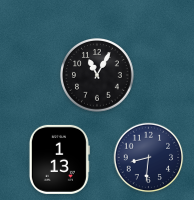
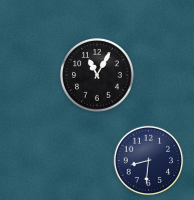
clock at (149, 158) position: (149, 158) -> (149, 161)
clock at (59, 159): 1:13 -> none
